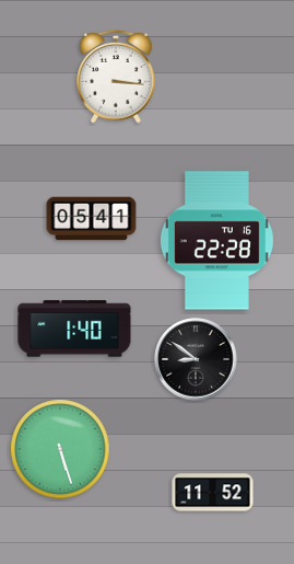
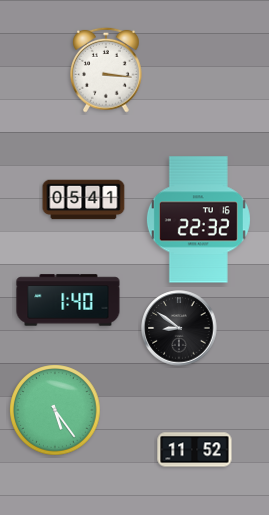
clock at (216, 241): 22:28 -> 22:32
clock at (60, 449): 5:27 -> 5:24
